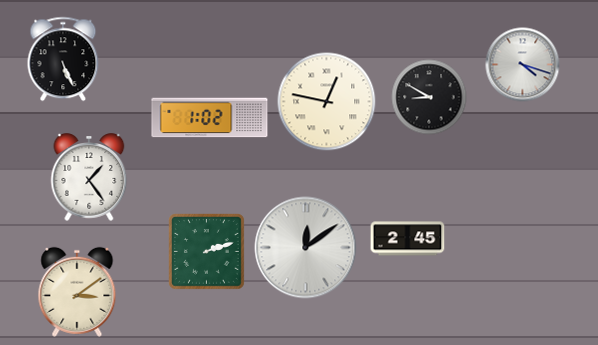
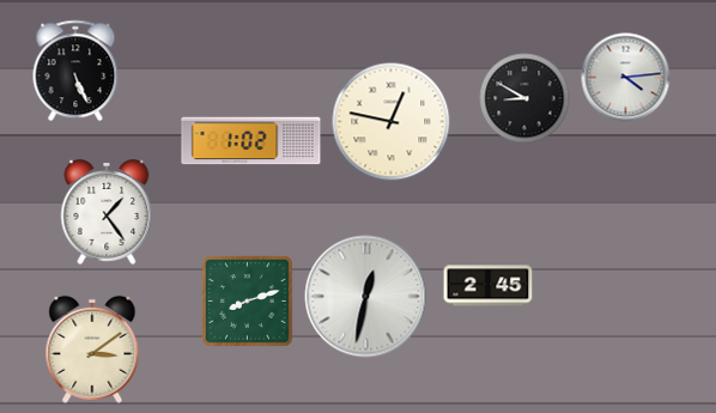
clock at (523, 65): 4:18 -> 4:14
clock at (429, 97) position: (429, 97) -> (524, 98)
clock at (306, 248): 12:09 -> 12:32
clock at (207, 252): 2:12 -> 8:12
